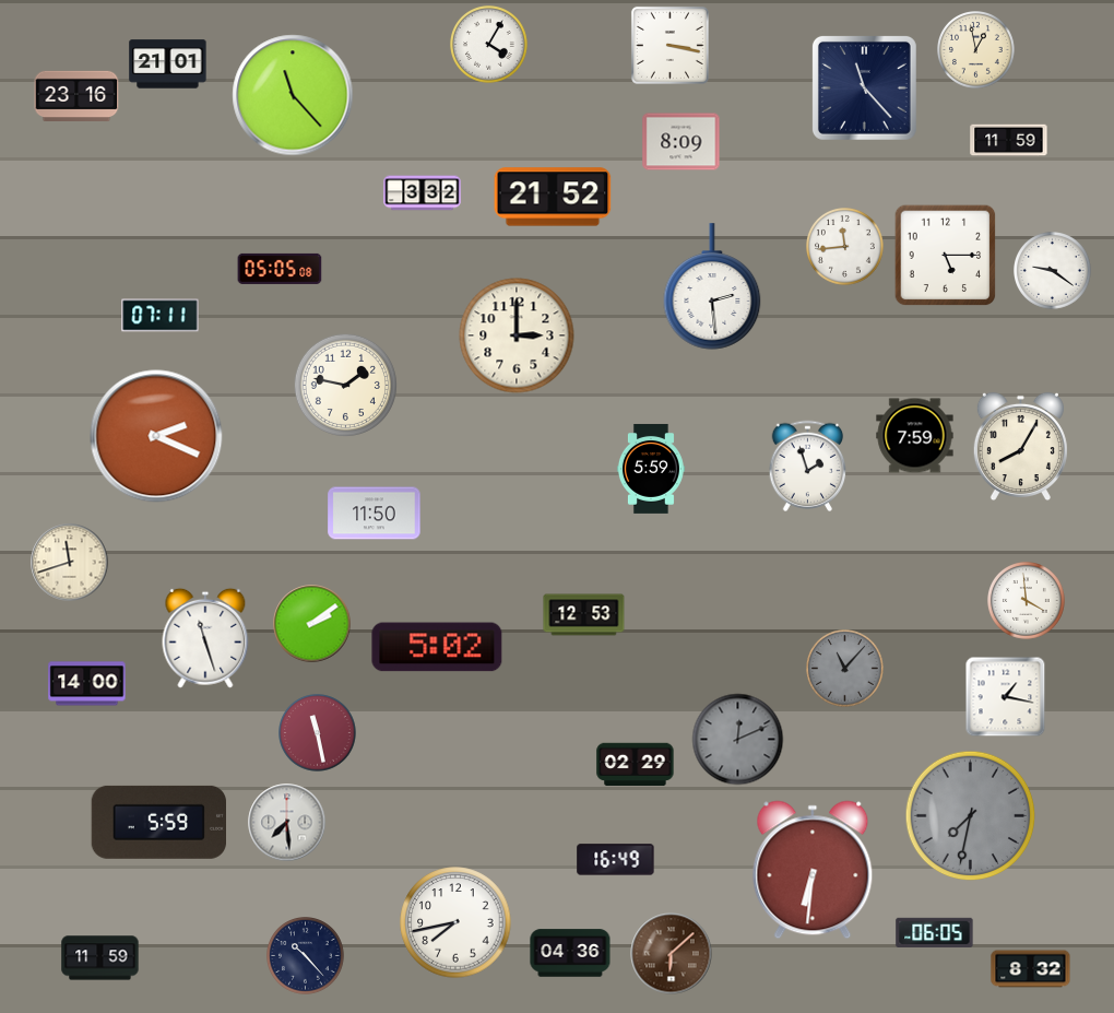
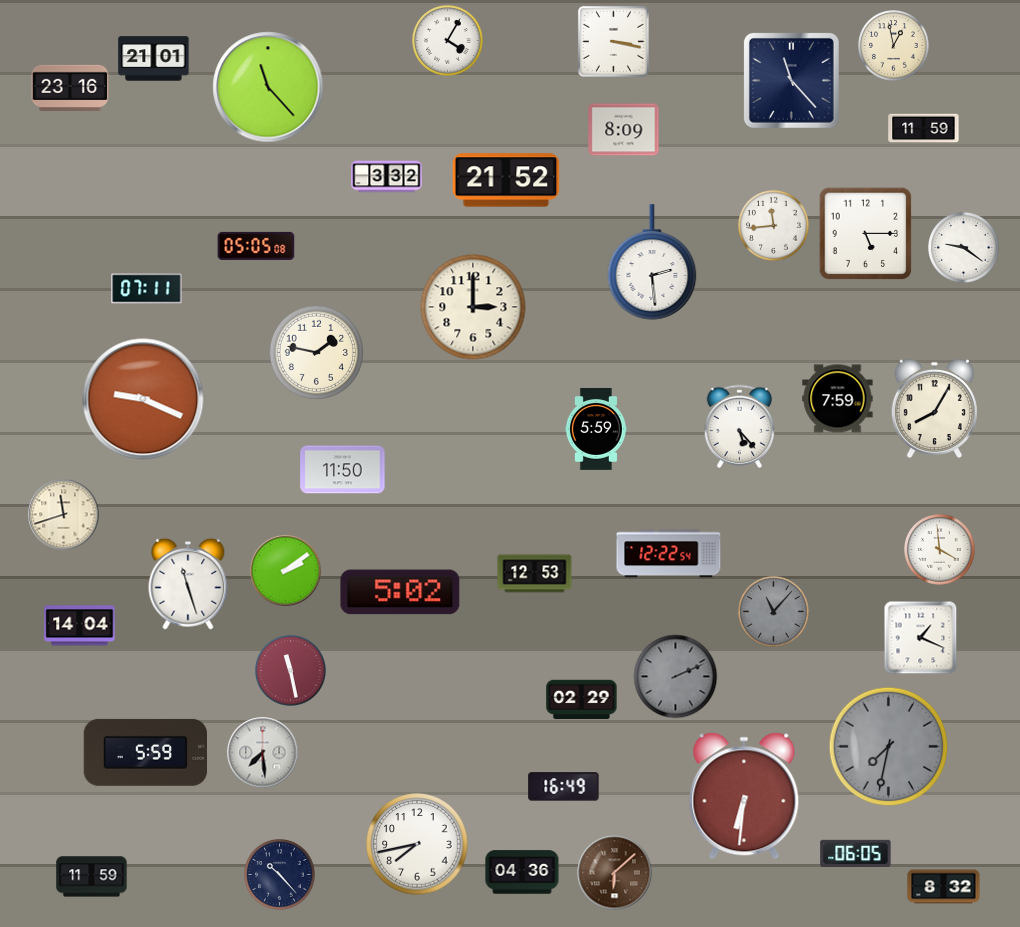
clock at (156, 436): 2:19 -> 9:19
clock at (808, 467): 1:57 -> 5:23
clock at (669, 554): none -> 12:22
clock at (584, 615) position: (584, 615) -> (535, 574)
clock at (87, 684): 14:00 -> 14:04
clock at (1006, 697): 1:17 -> 1:19
clock at (738, 740): 12:11 -> 2:11
